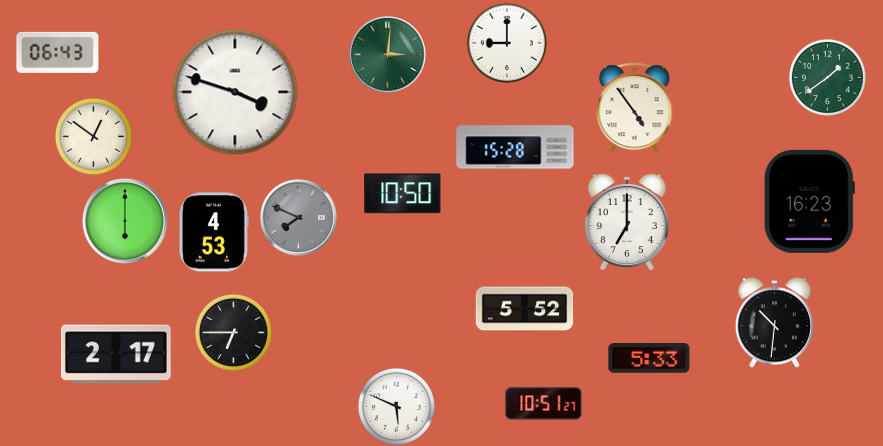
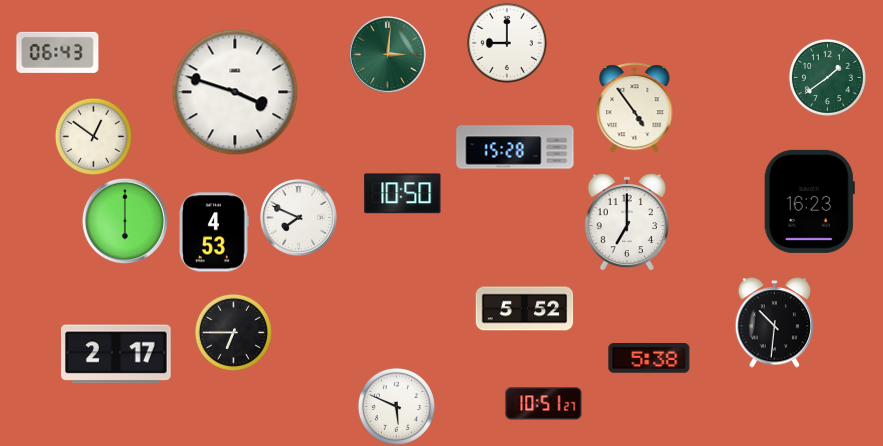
clock at (299, 218) dial: grey -> white
clock at (649, 358): 5:33 -> 5:38
